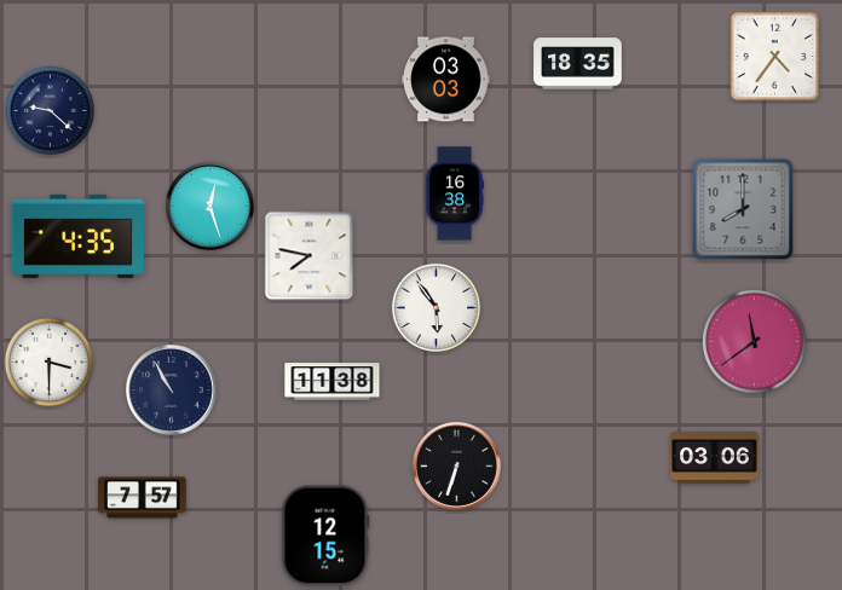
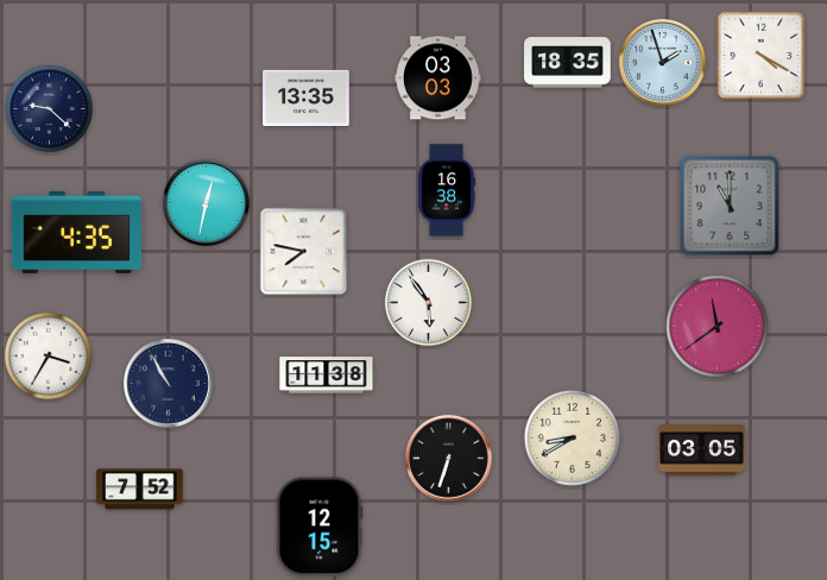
clock at (775, 57): 4:36 -> 4:20
clock at (662, 62): none -> 1:57
clock at (307, 97): none -> 13:35
clock at (209, 206): 12:27 -> 12:32
clock at (743, 209): 8:00 -> 11:00
clock at (755, 342) position: (755, 342) -> (718, 327)
clock at (50, 363): 3:30 -> 3:35
clock at (572, 437): none -> 8:40
clock at (715, 457): 03:06 -> 03:05
clock at (143, 498): 7:57 -> 7:52
